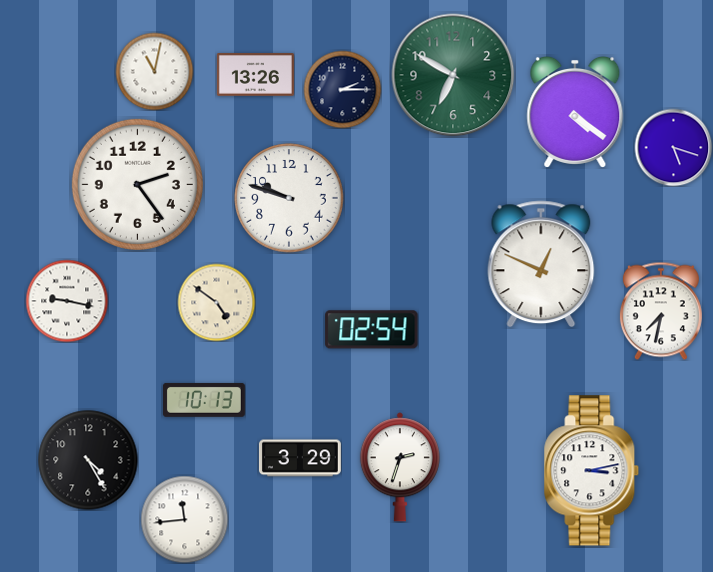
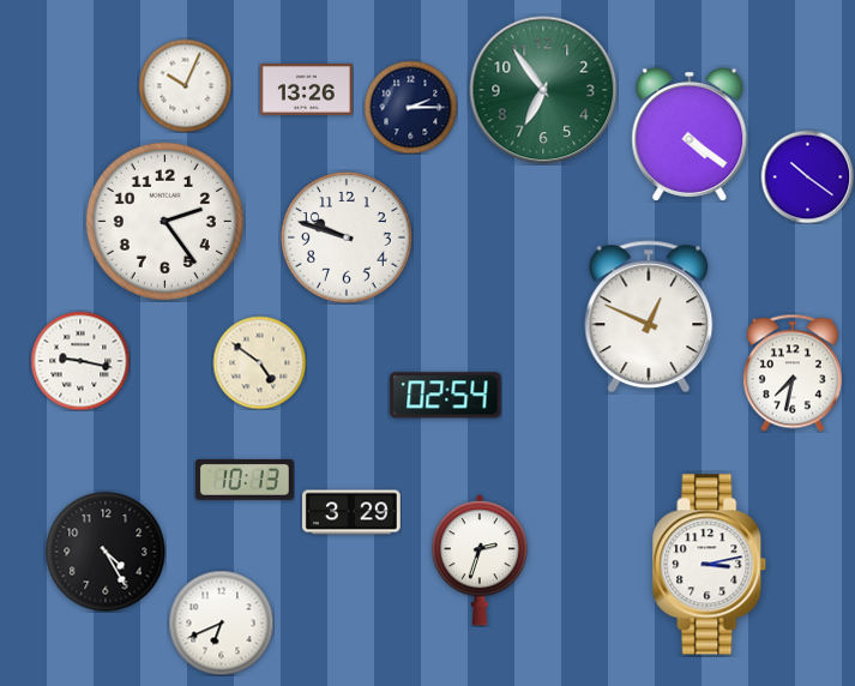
clock at (154, 71): 11:02 -> 10:04
clock at (453, 75): 6:50 -> 6:54
clock at (673, 147): 5:18 -> 10:21
clock at (300, 458) position: (300, 458) -> (351, 512)
clock at (184, 519): 11:44 -> 6:41
